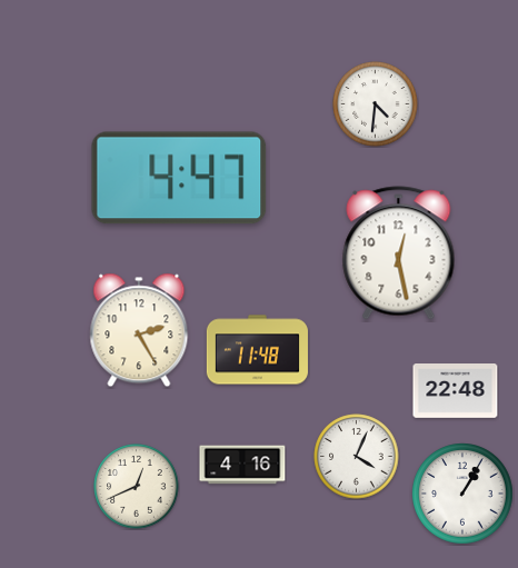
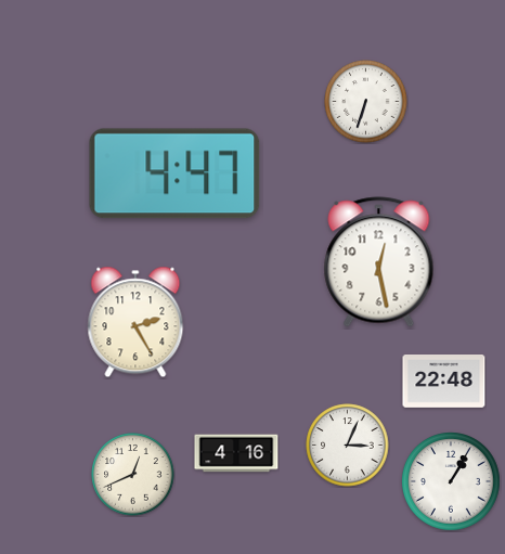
clock at (376, 104): 4:31 -> 6:33
clock at (399, 253) position: (399, 253) -> (379, 262)
clock at (257, 350): 11:48 -> none
clock at (357, 457): 4:04 -> 3:04
